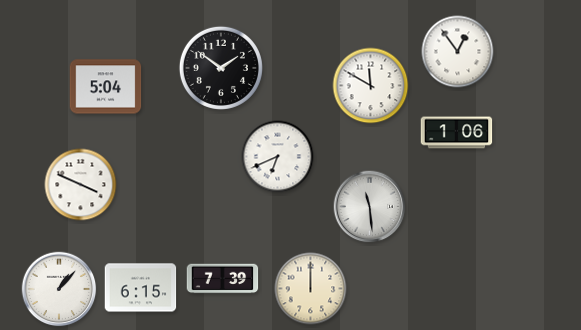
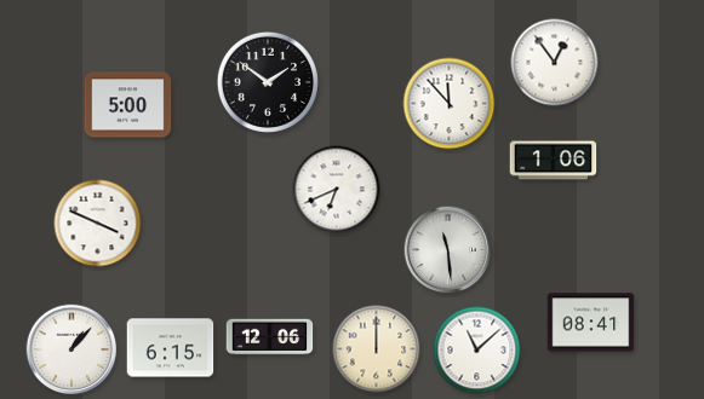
clock at (371, 86): 11:50 -> 11:53
clock at (106, 87): 5:04 -> 5:00
clock at (591, 323): none -> 08:41
clock at (223, 279): 7:39 -> 12:06
clock at (477, 351): none -> 11:08
